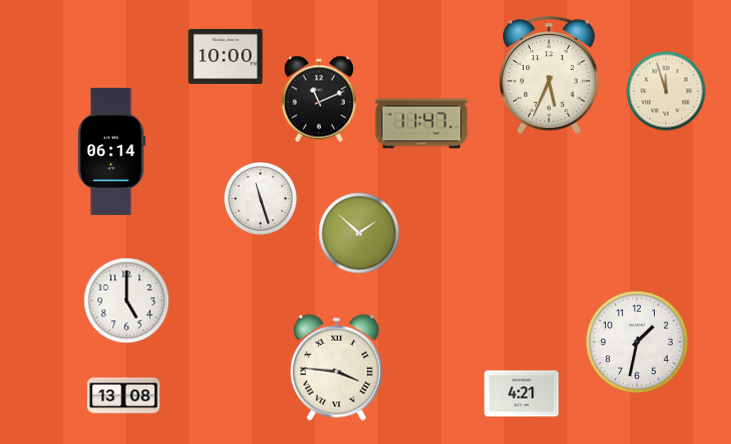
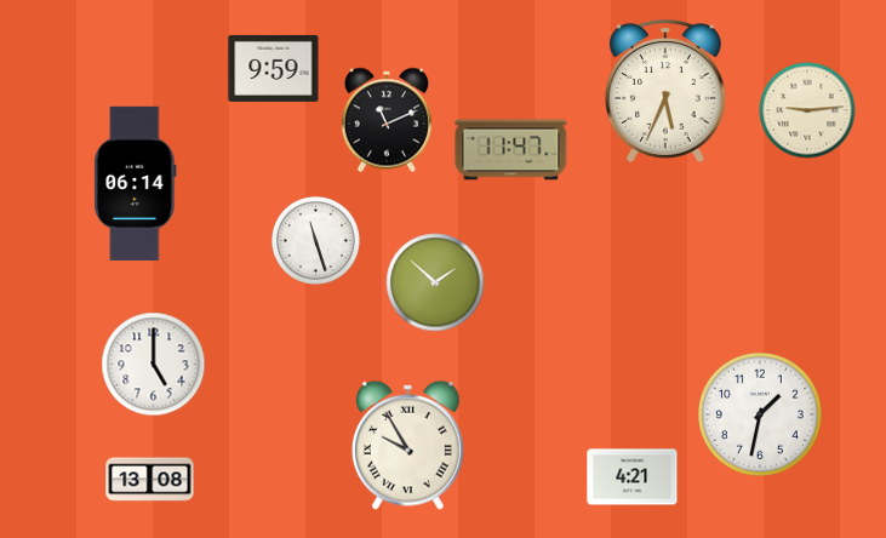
clock at (226, 56): 10:00 -> 9:59
clock at (666, 91): 11:57 -> 9:14
clock at (637, 342) position: (637, 342) -> (760, 414)
clock at (336, 367): 3:46 -> 9:55
